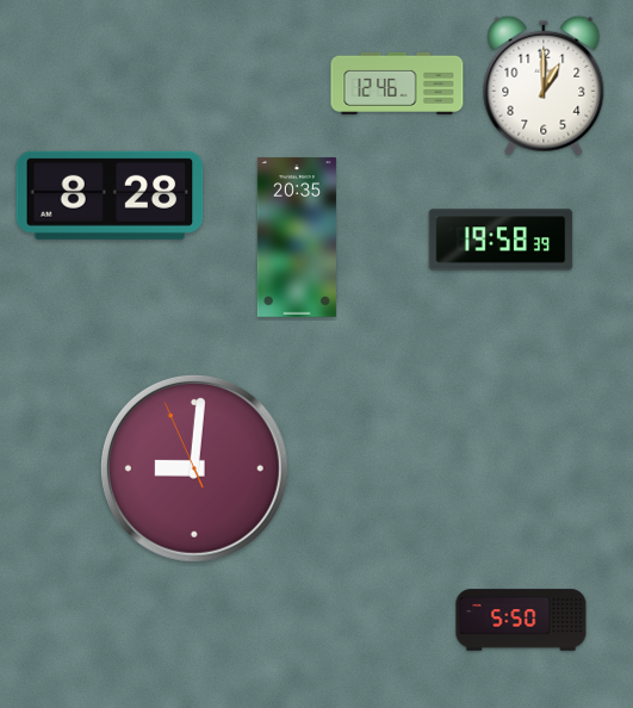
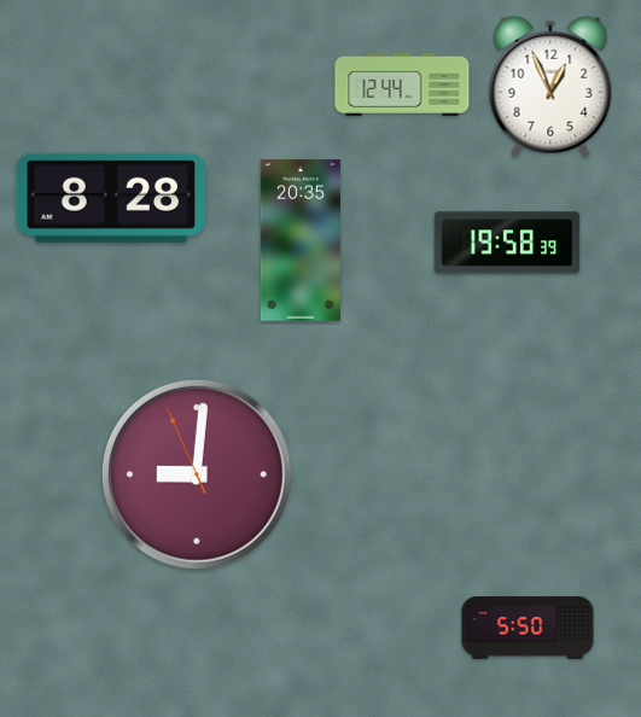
clock at (397, 83): 12:46 -> 12:44
clock at (544, 86): 1:00 -> 12:56
